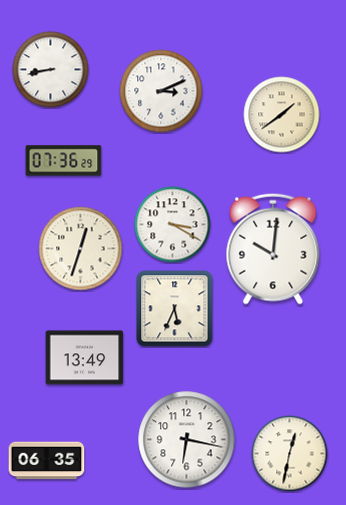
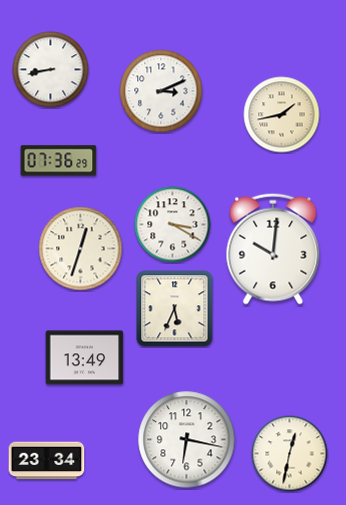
clock at (282, 115): 1:39 -> 1:43
clock at (64, 161) position: (64, 161) -> (59, 161)
clock at (47, 461): 06:35 -> 23:34
